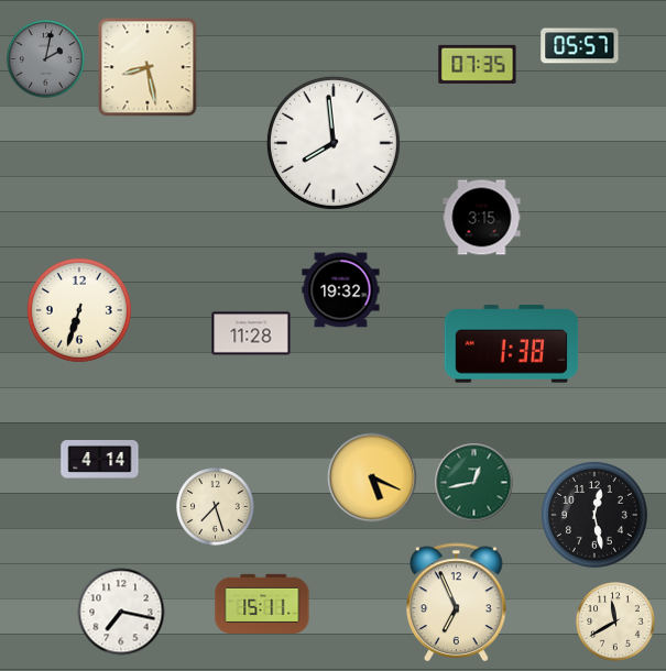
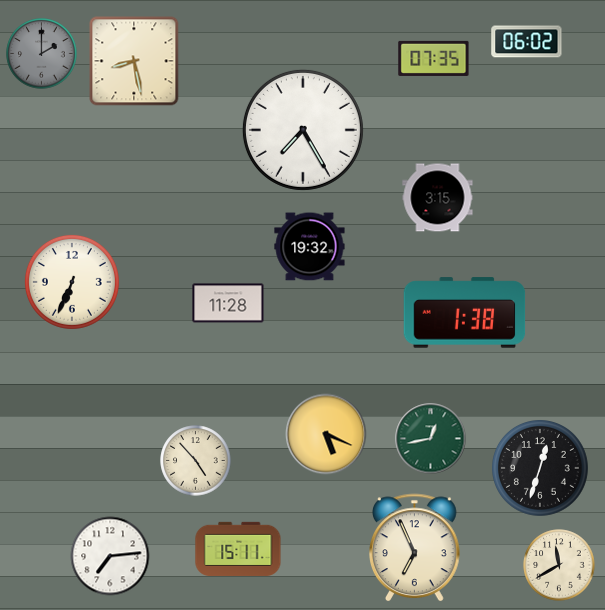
clock at (580, 46): 05:57 -> 06:02
clock at (46, 59): 2:02 -> 2:00
clock at (334, 143): 7:59 -> 7:25
clock at (341, 290) position: (341, 290) -> (310, 247)
clock at (79, 310): 6:33 -> 6:34
clock at (100, 460): 4:14 -> none
clock at (372, 477) position: (372, 477) -> (326, 434)
clock at (216, 507): 7:27 -> 4:53
clock at (596, 516): 12:28 -> 12:33
clock at (121, 612): 7:17 -> 7:14
